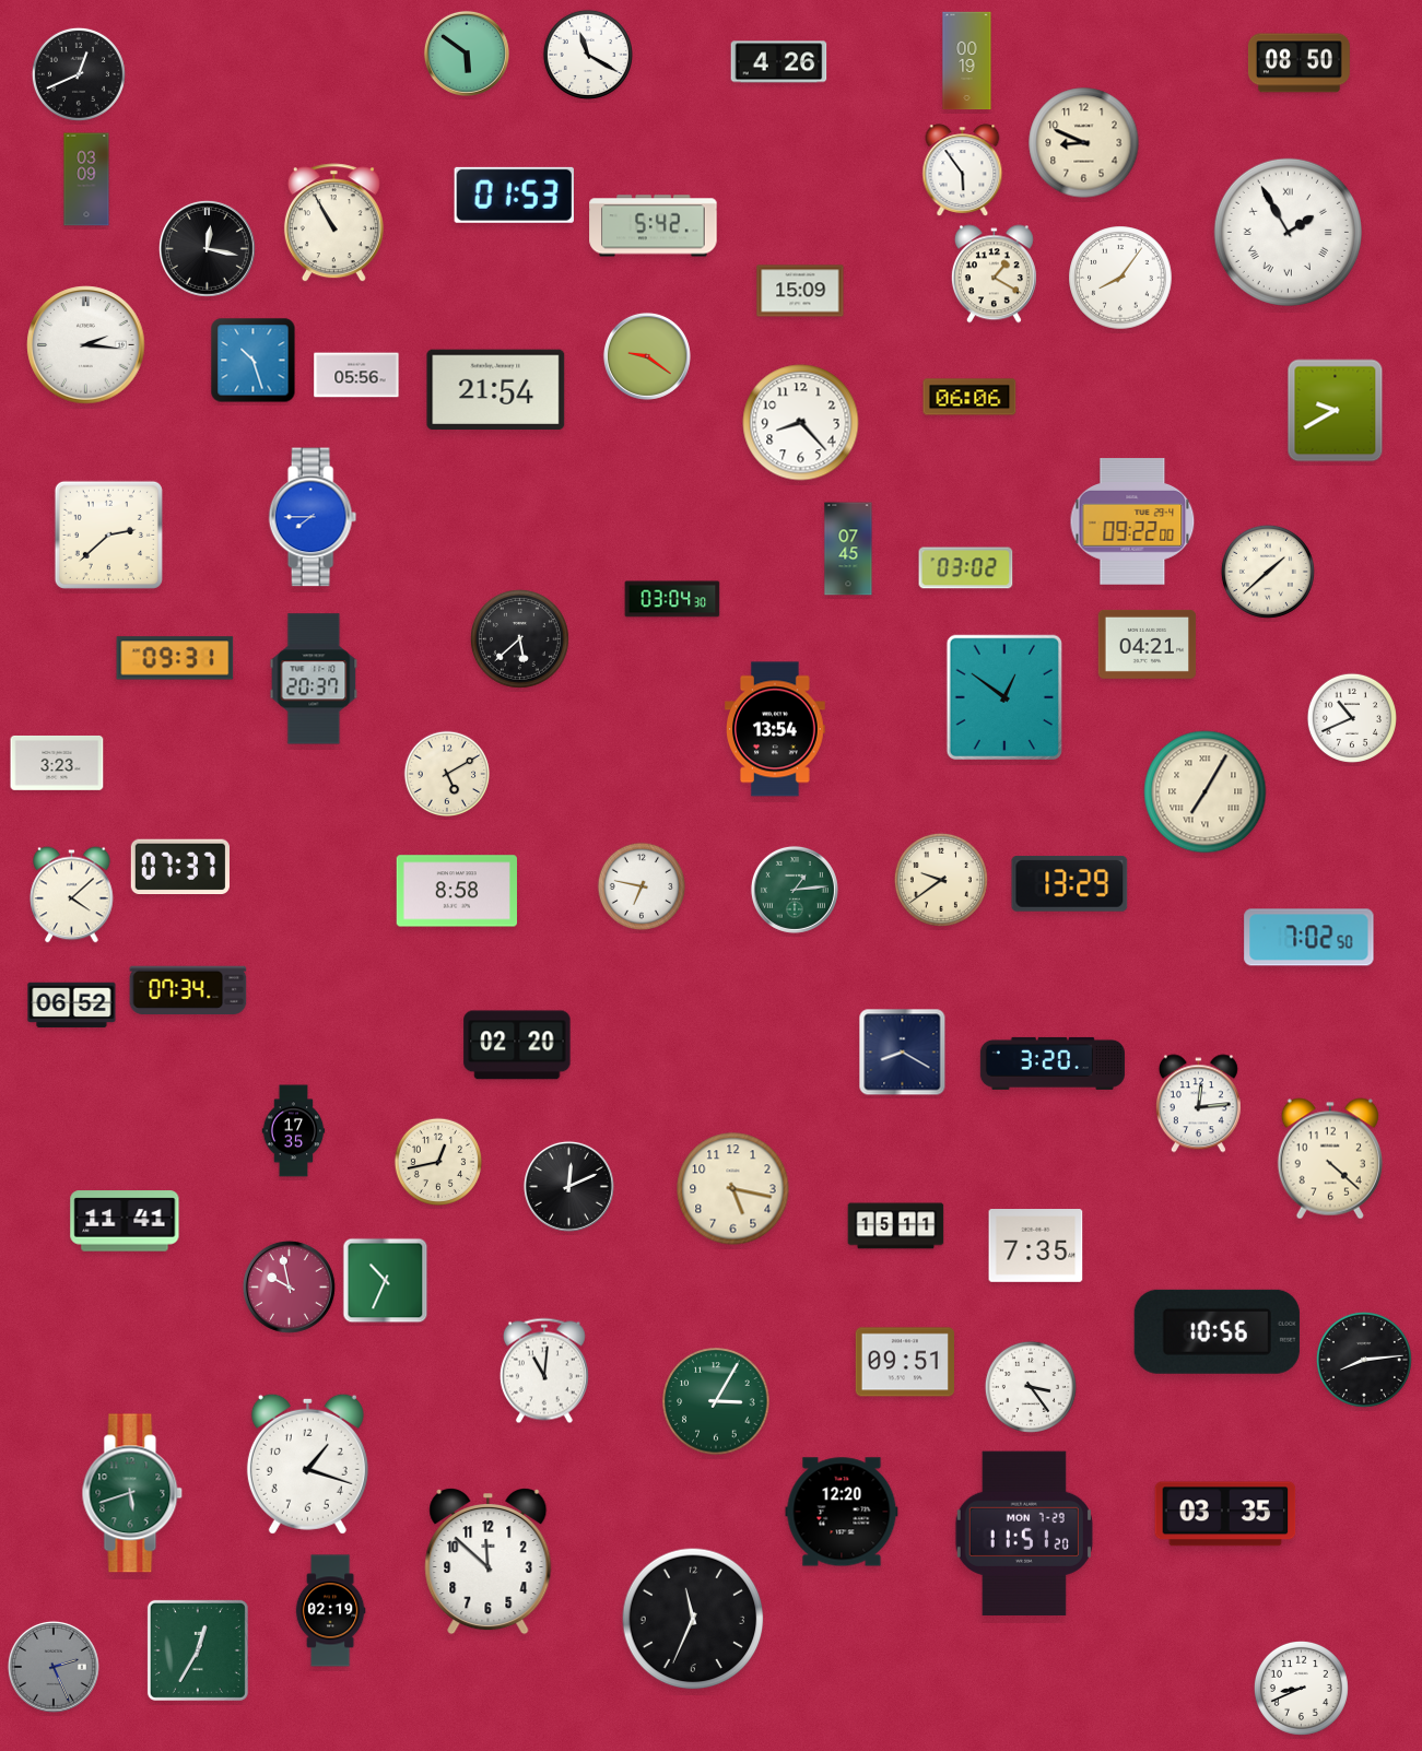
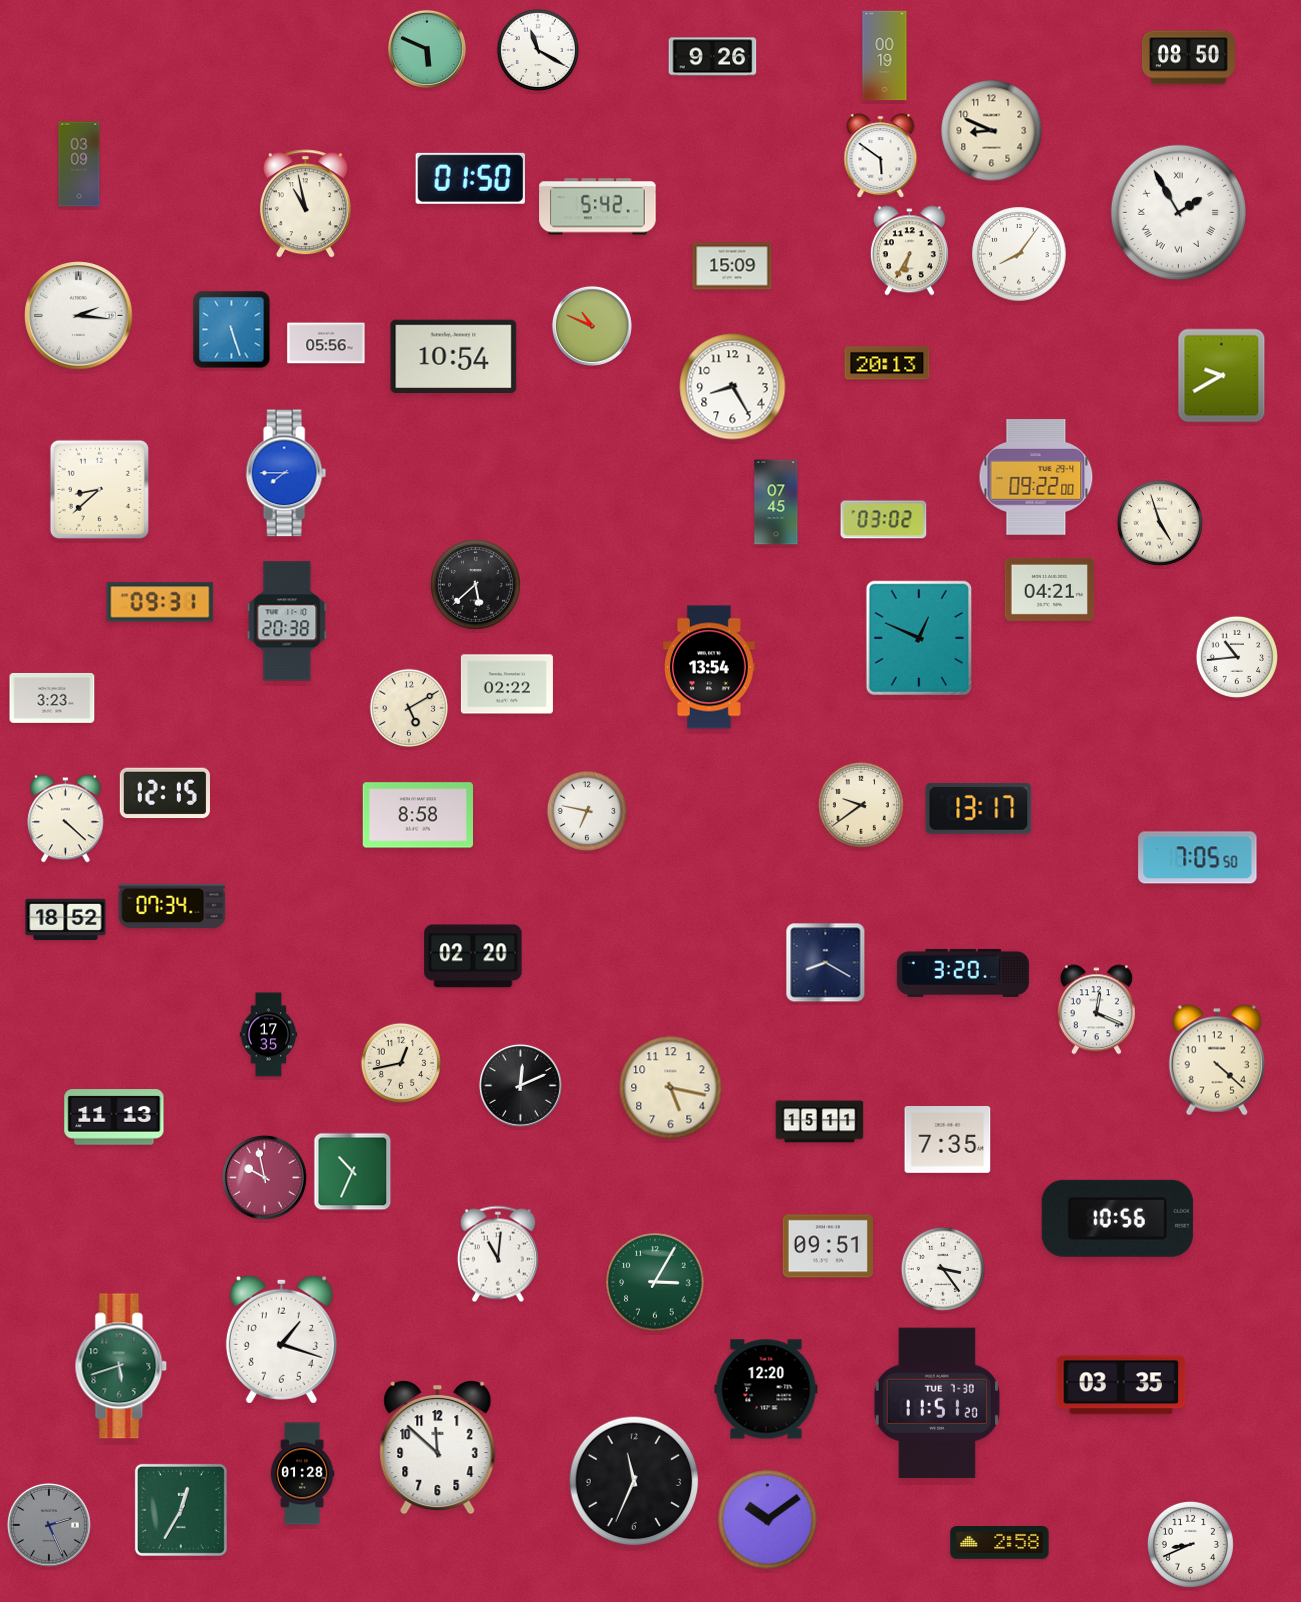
clock at (467, 54): 5:51 -> 5:49
clock at (779, 62): 4:26 -> 9:26
clock at (79, 74): 12:41 -> none
clock at (963, 171): 5:54 -> 5:51
clock at (514, 195): 01:53 -> 01:50
clock at (333, 223): 10:55 -> 10:58
clock at (207, 248): 12:17 -> none
clock at (994, 274): 1:20 -> 6:35
clock at (1120, 278) position: (1120, 278) -> (1019, 254)
clock at (647, 356): 9:21 -> 10:49
clock at (254, 361): 10:27 -> 5:27
clock at (496, 389): 21:54 -> 10:54
clock at (969, 397): 06:06 -> 20:13
clock at (801, 423): 8:23 -> 8:25
clock at (108, 534): 2:38 -> 8:38
clock at (1268, 572): 1:38 -> 4:57
clock at (672, 599): 03:04 -> none
clock at (314, 679): 20:37 -> 20:38
clock at (1004, 696): 12:51 -> 12:49
clock at (1352, 718): 10:41 -> 10:44
clock at (507, 684): none -> 02:22
clock at (1206, 792): 7:05 -> none
clock at (180, 867): 07:37 -> 12:15
clock at (1070, 884): 13:29 -> 13:17
clock at (795, 890): 1:14 -> none
clock at (72, 895): 4:08 -> 4:22
clock at (1309, 938): 7:02 -> 7:05
clock at (72, 1006): 06:52 -> 18:52
clock at (1198, 1104): 12:14 -> 12:19
clock at (125, 1221): 11:41 -> 11:13
clock at (1217, 1331) position: (1217, 1331) -> (1117, 1218)
clock at (1364, 1360): 8:14 -> none
clock at (842, 1512) position: (842, 1512) -> (766, 1389)
clock at (1024, 1532) date: MON 7-29 -> TUE 7-30
clock at (489, 1562) position: (489, 1562) -> (438, 1448)
clock at (330, 1611): 02:19 -> 01:28
clock at (768, 1520): none -> 10:09
clock at (1000, 1543): none -> 2:58
